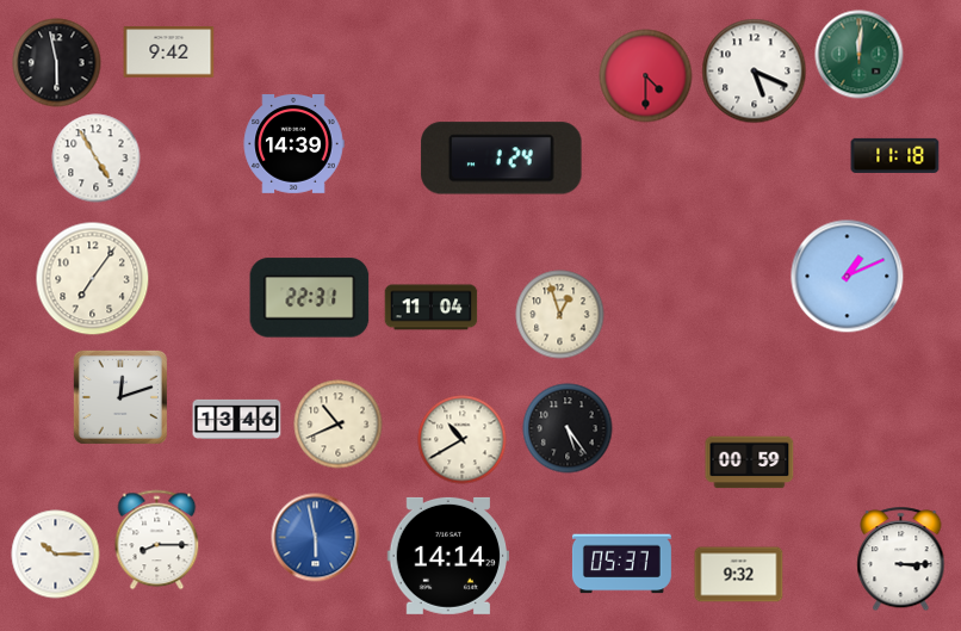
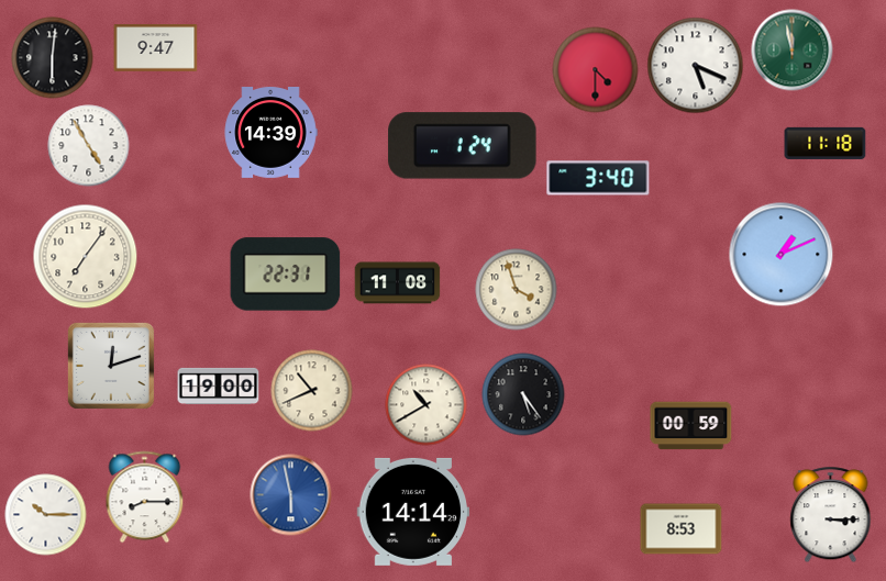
clock at (169, 52): 9:42 -> 9:47
clock at (860, 55): 12:01 -> 11:58
clock at (57, 63): 5:58 -> 6:01
clock at (598, 178): none -> 3:40
clock at (432, 308): 11:04 -> 11:08
clock at (560, 315): 12:57 -> 3:57
clock at (237, 419): 13:46 -> 19:00
clock at (56, 555) position: (56, 555) -> (46, 515)
clock at (621, 564): 05:37 -> none
clock at (739, 575): 9:32 -> 8:53
